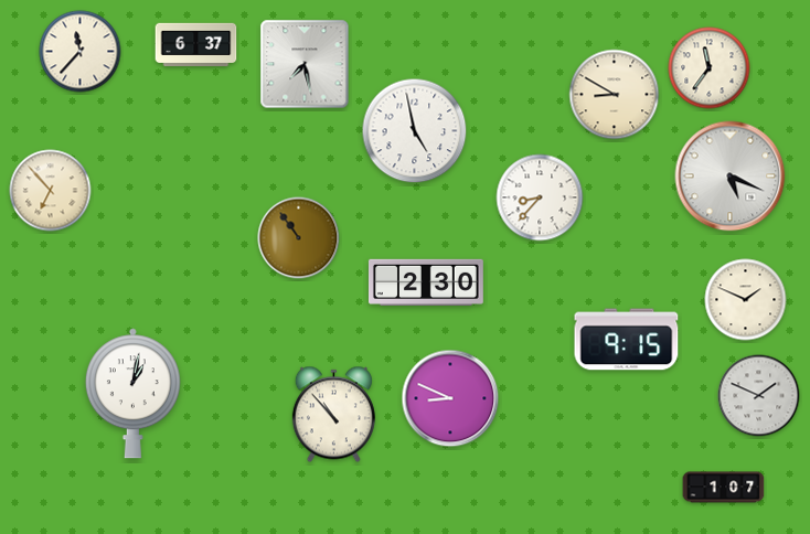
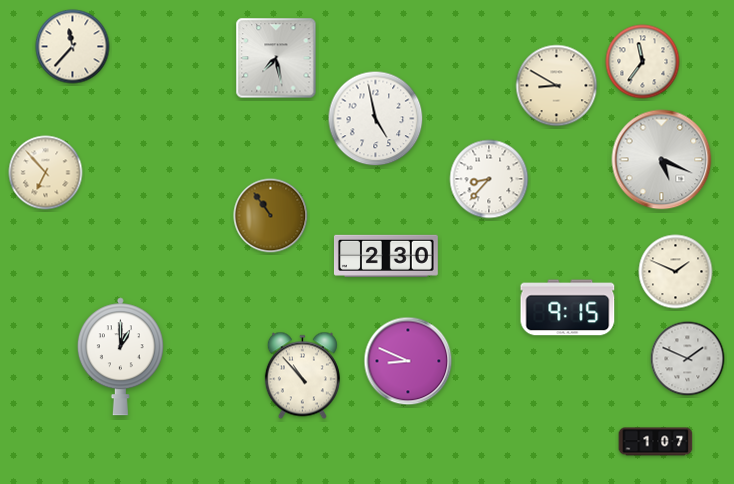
clock at (196, 45): 6:37 -> none
clock at (132, 394): 1:02 -> 1:00
